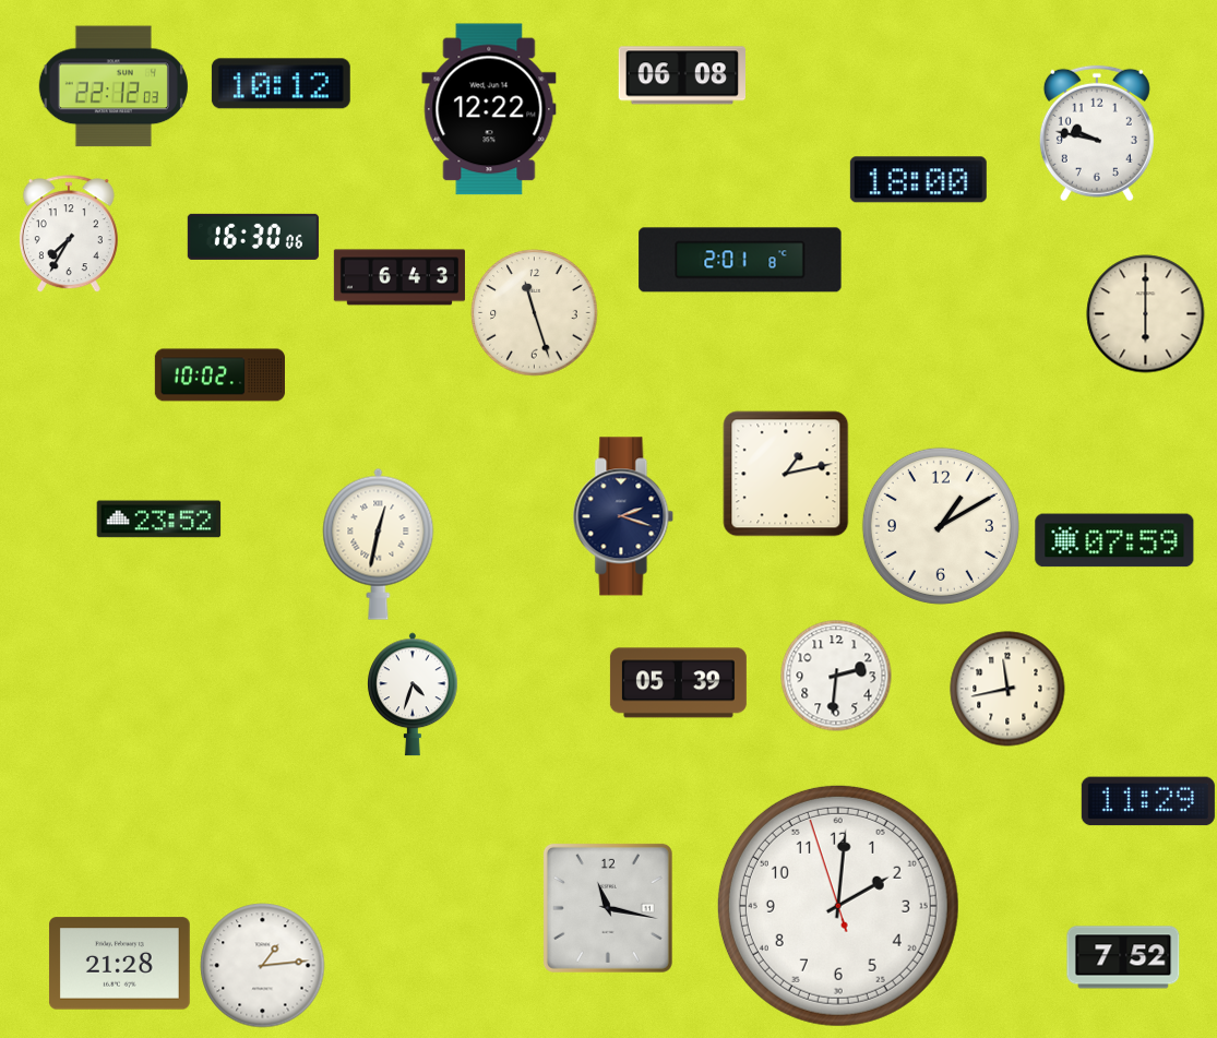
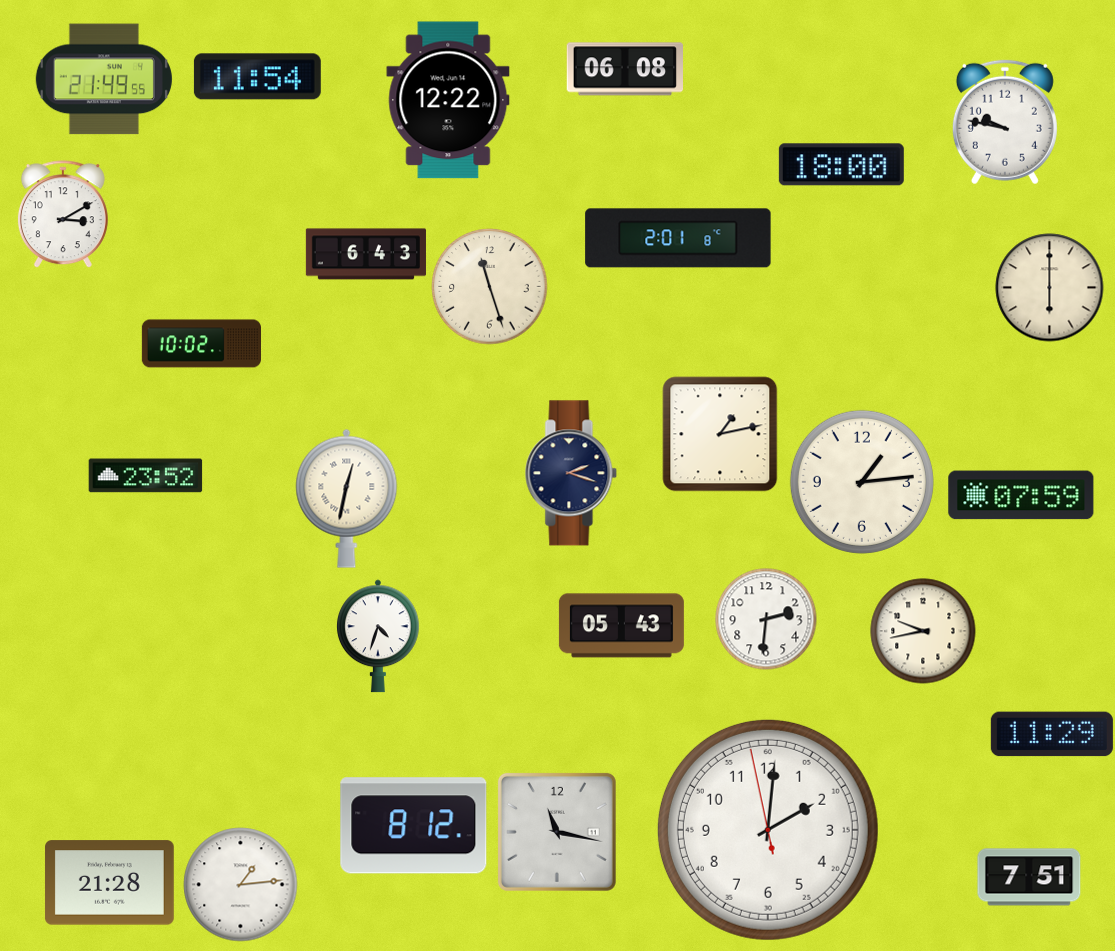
clock at (281, 84): 10:12 -> 11:54
clock at (114, 86): 22:12 -> 21:49
clock at (69, 234): 7:35 -> 3:10
clock at (253, 237): 16:30 -> none
clock at (941, 526): 1:10 -> 1:14
clock at (678, 683): 05:39 -> 05:43
clock at (1007, 689): 11:43 -> 9:43
clock at (414, 826): none -> 8:12
clock at (838, 906): 2:00:57 -> 2:00:58
clock at (1123, 957): 7:52 -> 7:51
